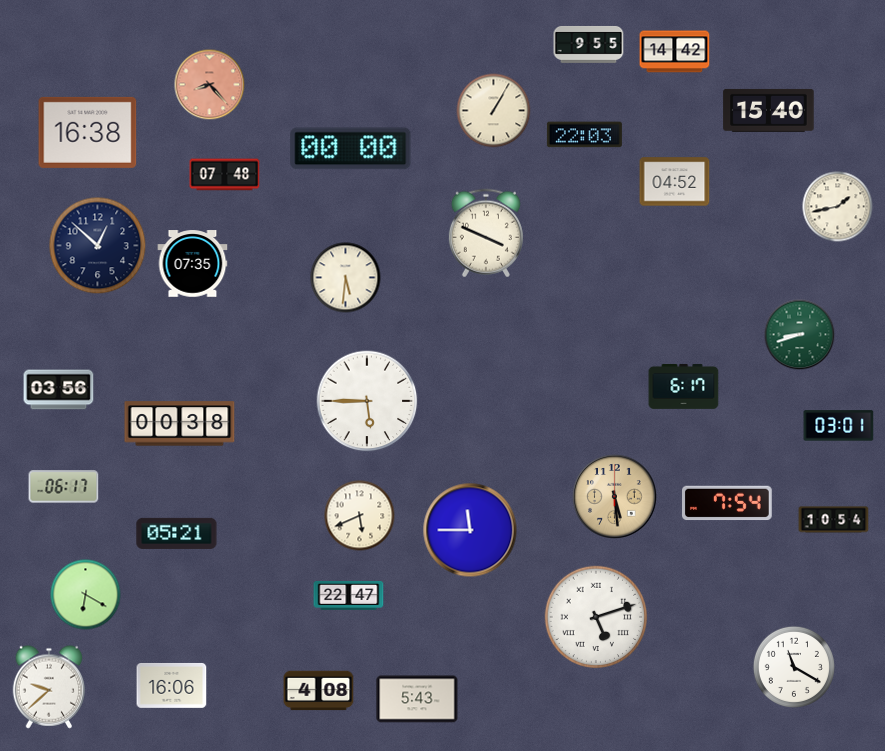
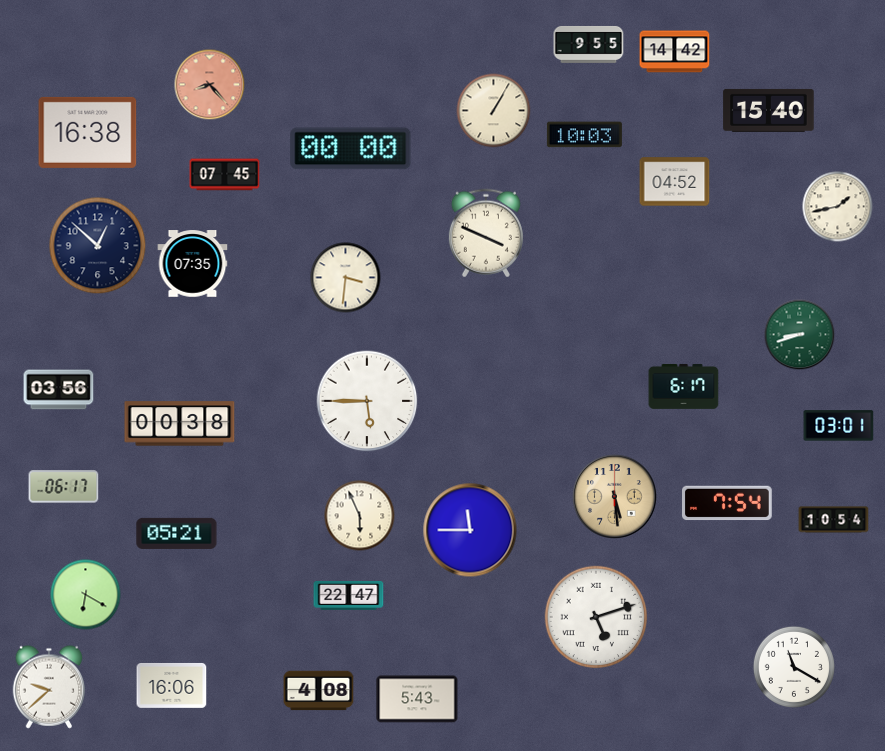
clock at (584, 135): 22:03 -> 10:03
clock at (225, 175): 07:48 -> 07:45
clock at (346, 278): 5:31 -> 3:31
clock at (360, 516): 5:41 -> 5:56
